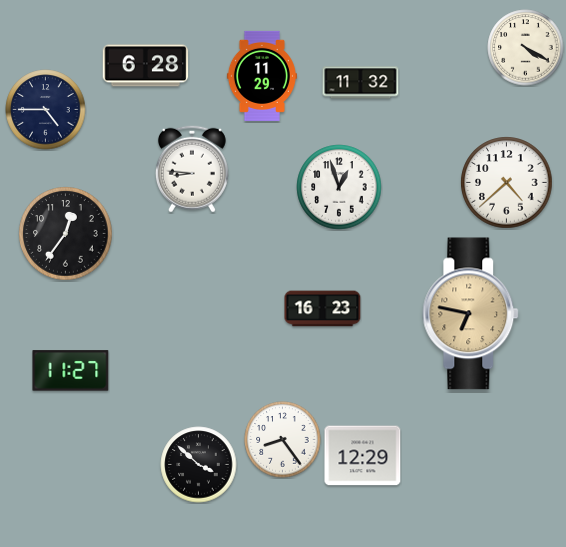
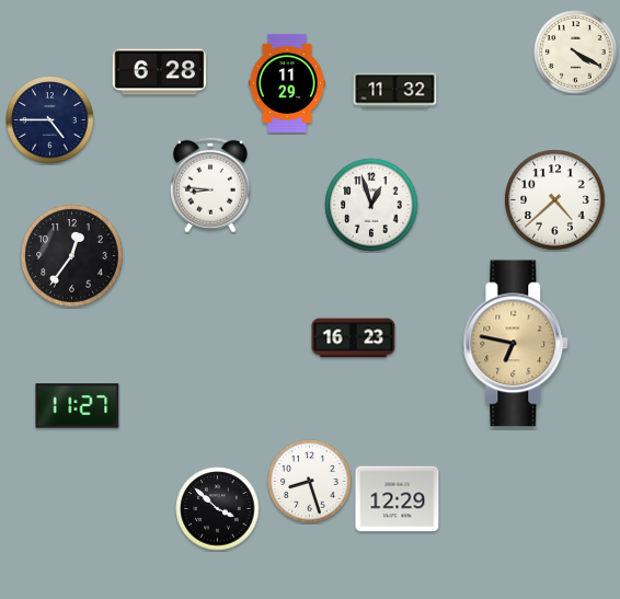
clock at (283, 440): 8:24 -> 8:27
